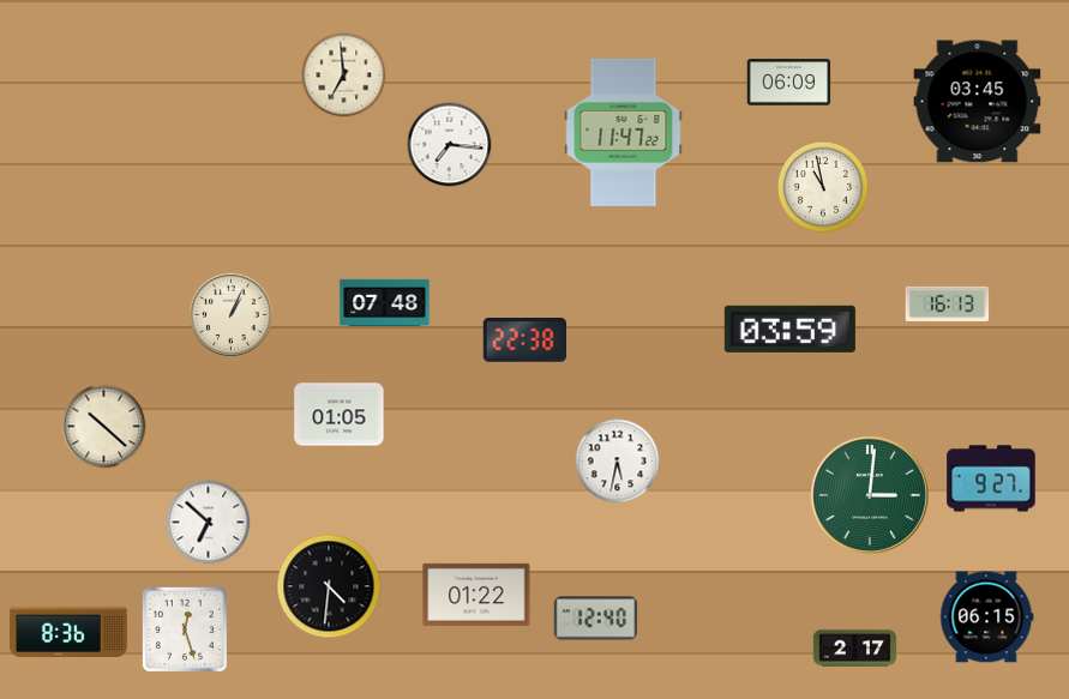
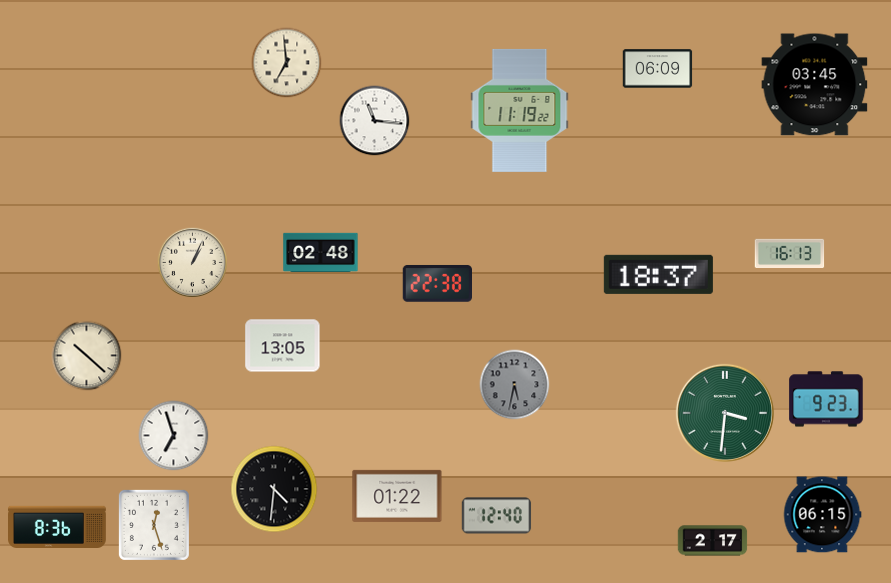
clock at (624, 132): 11:47 -> 11:19
clock at (450, 145): 7:16 -> 11:16
clock at (823, 187): 10:58 -> none
clock at (385, 303): 07:48 -> 02:48
clock at (789, 329): 03:59 -> 18:37
clock at (340, 415): 01:05 -> 13:05
clock at (618, 462) dial: white -> grey
clock at (991, 478): 9:27 -> 9:23
clock at (870, 495): 3:01 -> 3:31
clock at (209, 523): 6:52 -> 6:57
